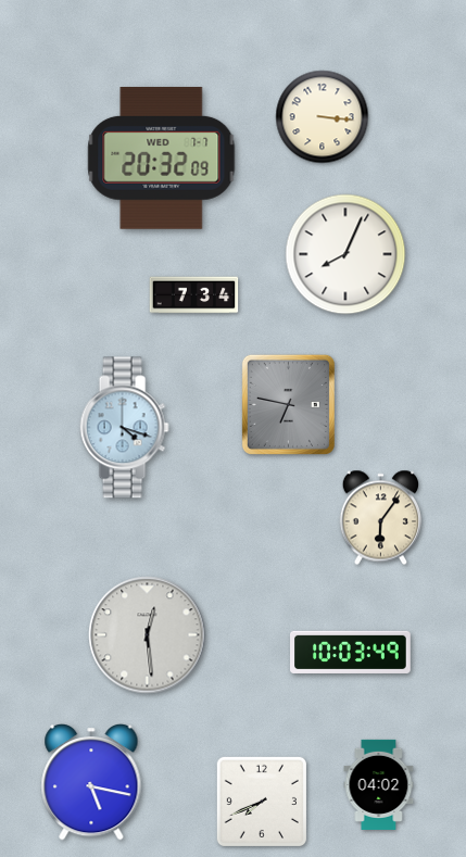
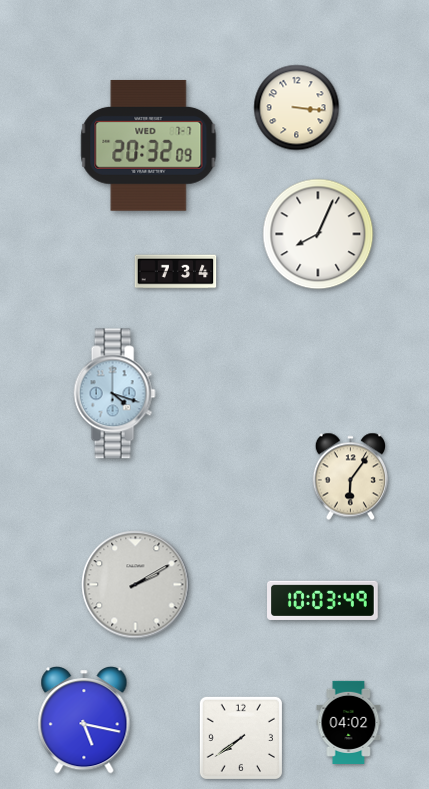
clock at (194, 295) position: (194, 295) -> (176, 272)
clock at (288, 404): 6:47 -> none
clock at (148, 635): 12:29 -> 2:10
clock at (262, 802): 7:41 -> 7:39
